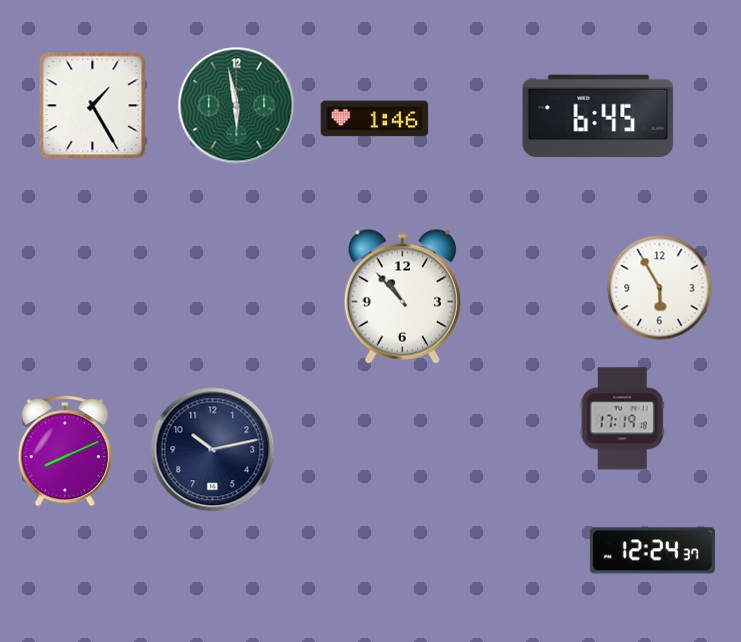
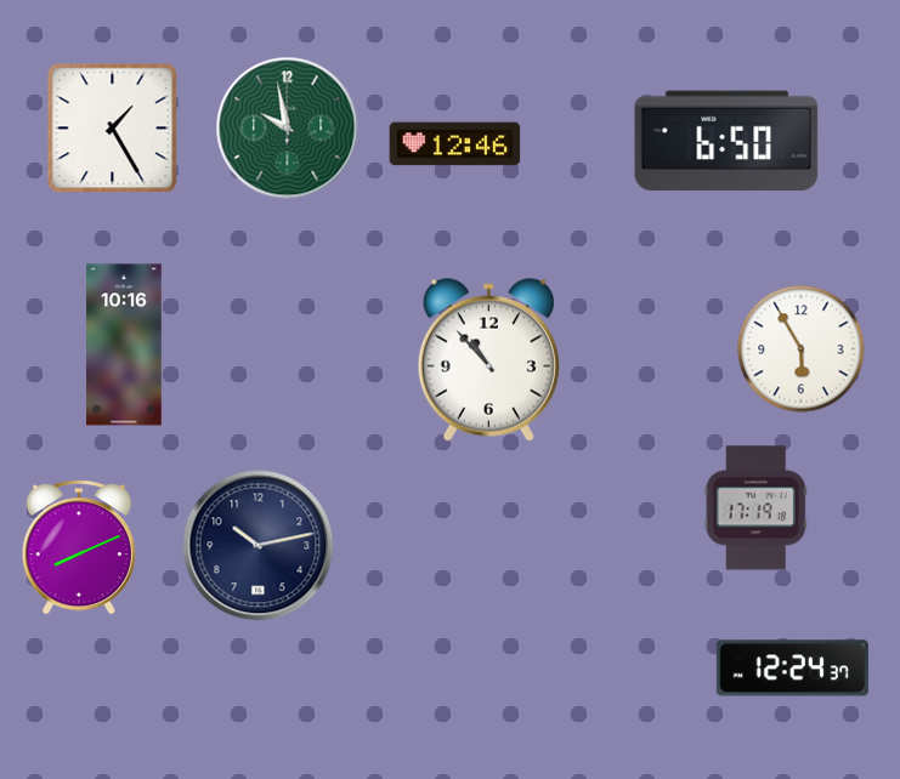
clock at (237, 106): 5:58 -> 9:58
clock at (598, 116): 6:45 -> 6:50
clock at (375, 119): 1:46 -> 12:46
clock at (124, 345): none -> 10:16
